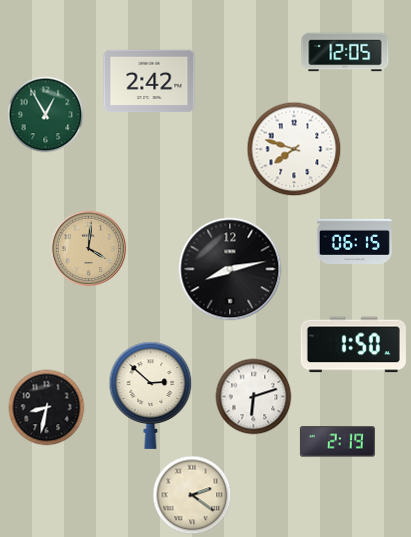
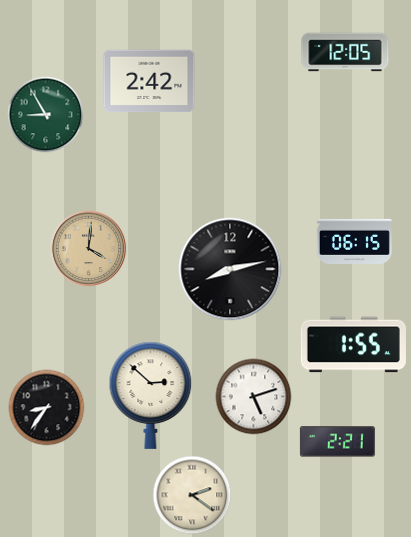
clock at (46, 115): 12:55 -> 8:55
clock at (294, 149): 7:48 -> none
clock at (353, 345): 1:50 -> 1:55
clock at (254, 397): 6:12 -> 5:12
clock at (47, 408): 8:32 -> 8:36
clock at (337, 442): 2:19 -> 2:21
